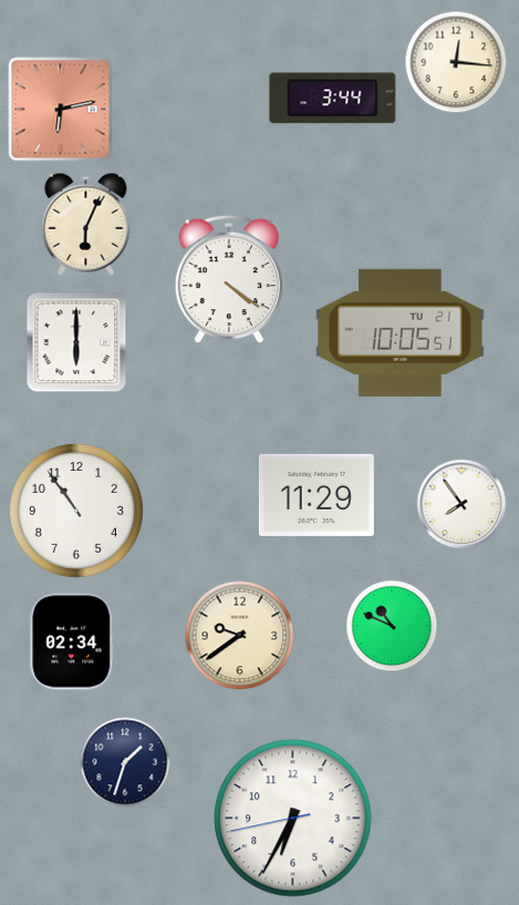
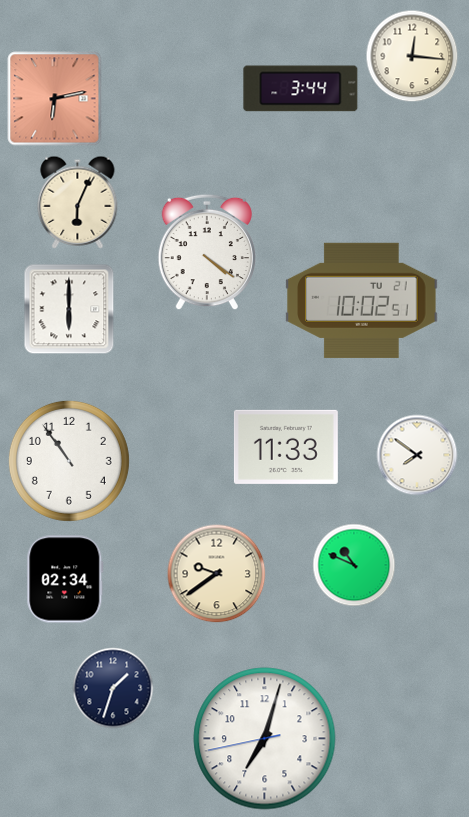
clock at (401, 332): 10:05 -> 10:02
clock at (316, 495): 11:29 -> 11:33
clock at (461, 504): 7:54 -> 7:51
clock at (293, 819): 6:34 -> 7:02
